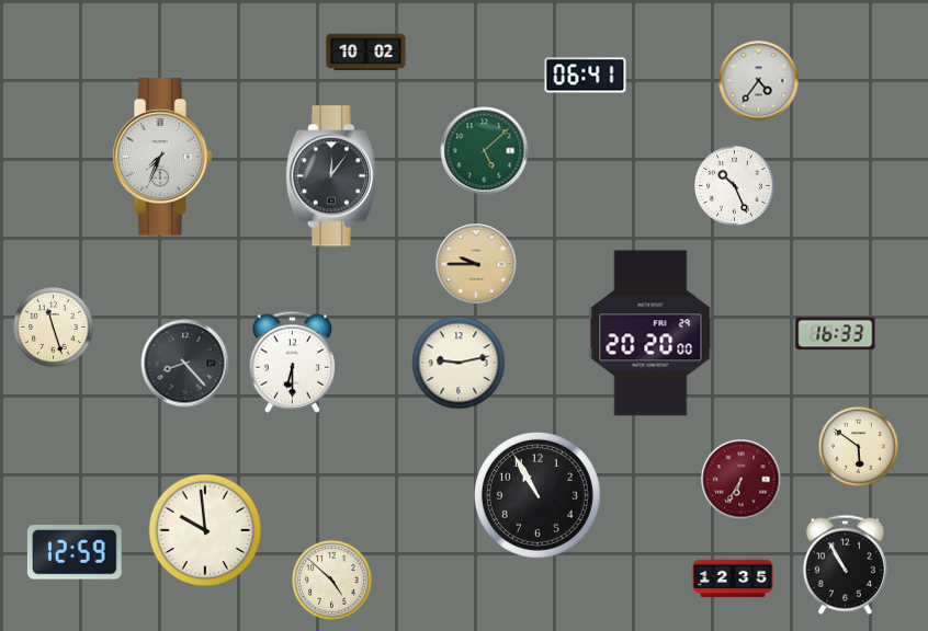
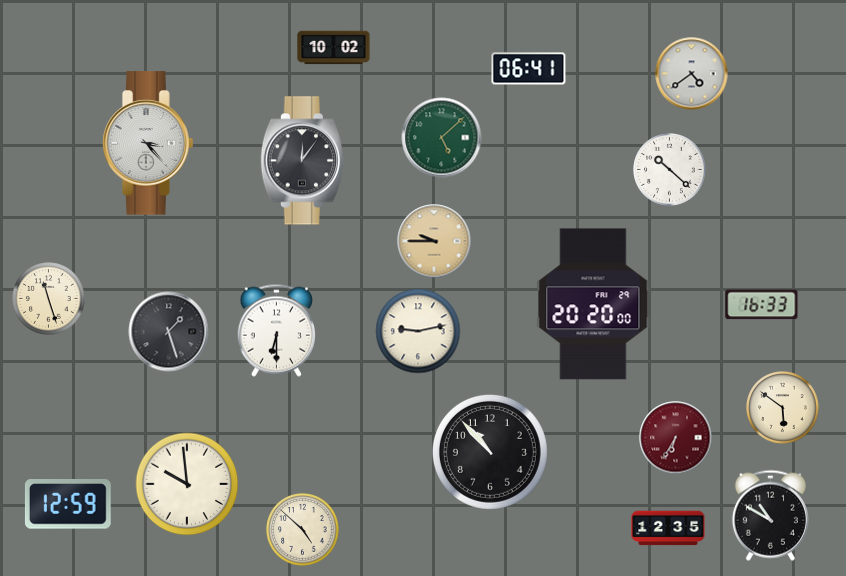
clock at (586, 76) position: (586, 76) -> (529, 69)
clock at (759, 81): 4:36 -> 4:39
clock at (163, 157): 7:34 -> 3:23
clock at (735, 186): 10:26 -> 10:22
clock at (292, 362) position: (292, 362) -> (276, 330)
clock at (185, 364): 8:23 -> 1:27
clock at (537, 495): 10:55 -> 10:53
clock at (845, 564): 10:55 -> 10:50
